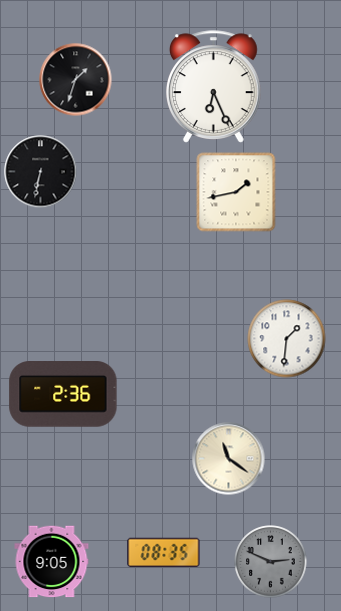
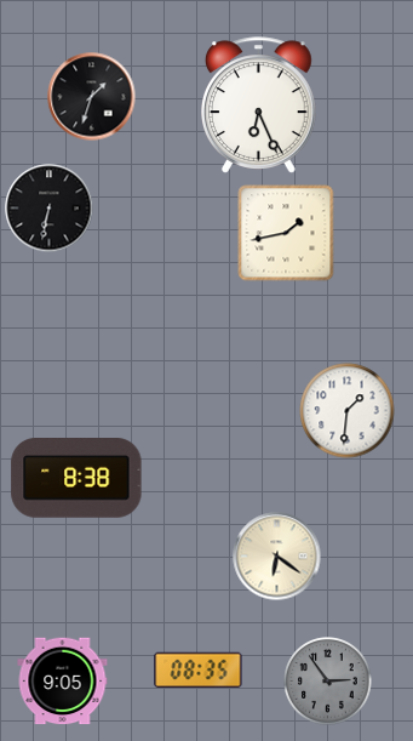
clock at (63, 395): 2:36 -> 8:38
clock at (229, 459): 11:21 -> 6:21
clock at (271, 562): 2:49 -> 2:54
